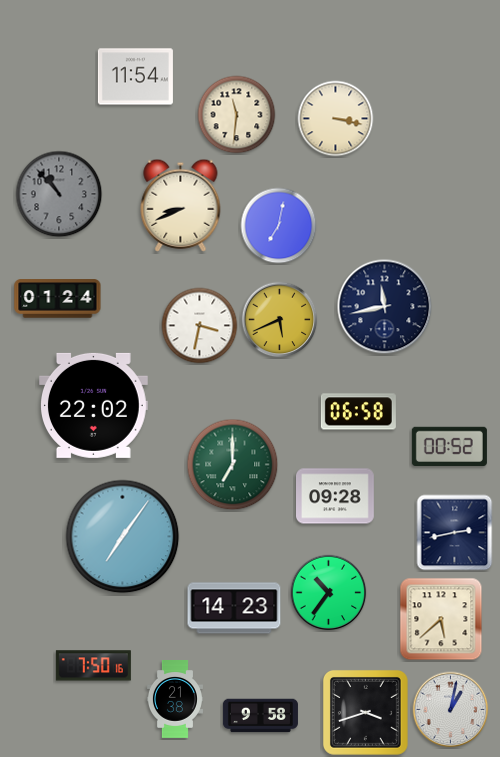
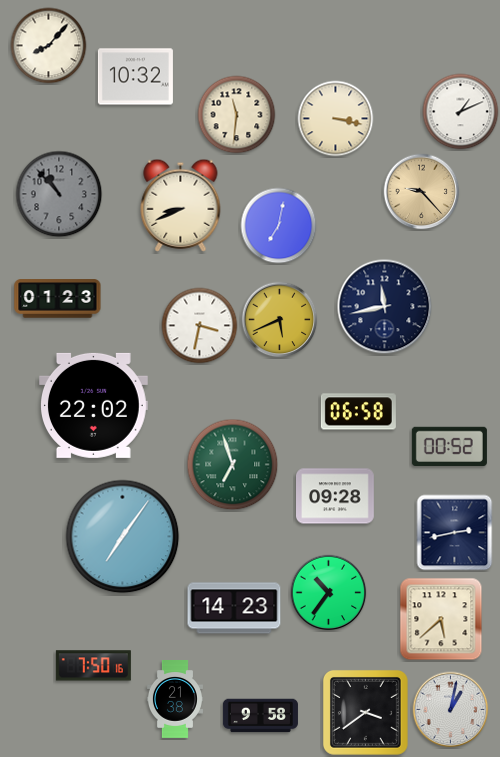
clock at (49, 46): none -> 8:07
clock at (135, 77): 11:54 -> 10:32
clock at (461, 112): none -> 1:11
clock at (422, 192): none -> 9:23
clock at (58, 299): 01:24 -> 01:23
clock at (233, 465): 7:00 -> 6:57
clock at (365, 712): 3:42 -> 3:39
